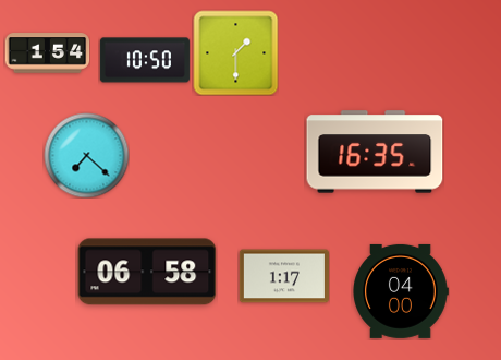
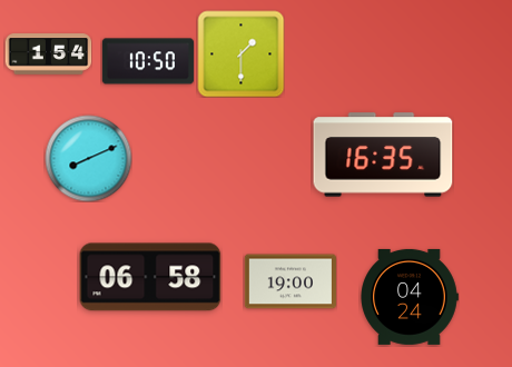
clock at (86, 155): 7:22 -> 8:11
clock at (284, 276): 1:17 -> 19:00
clock at (401, 291): 04:00 -> 04:24
